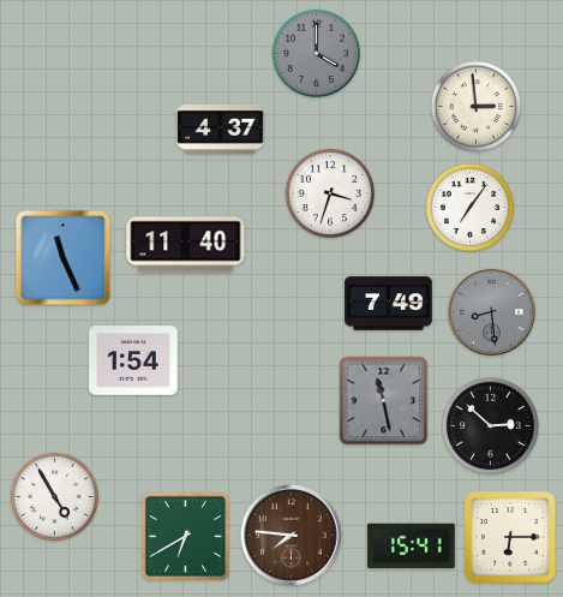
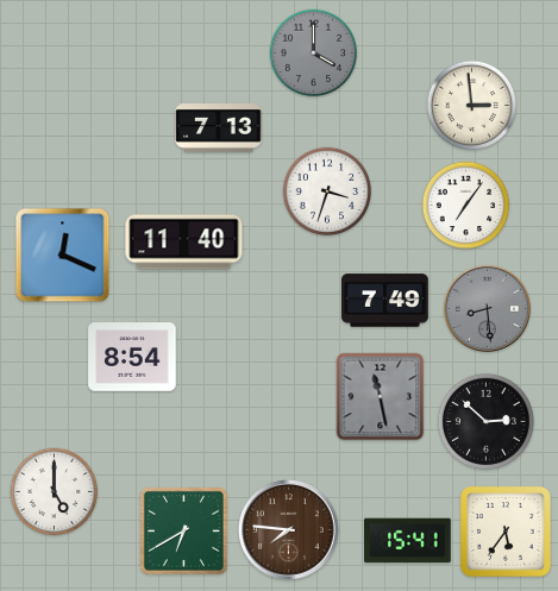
clock at (221, 130): 4:37 -> 7:13
clock at (64, 258): 11:26 -> 12:19
clock at (133, 360): 1:54 -> 8:54
clock at (55, 497): 4:55 -> 5:00
clock at (510, 537): 6:15 -> 5:36
